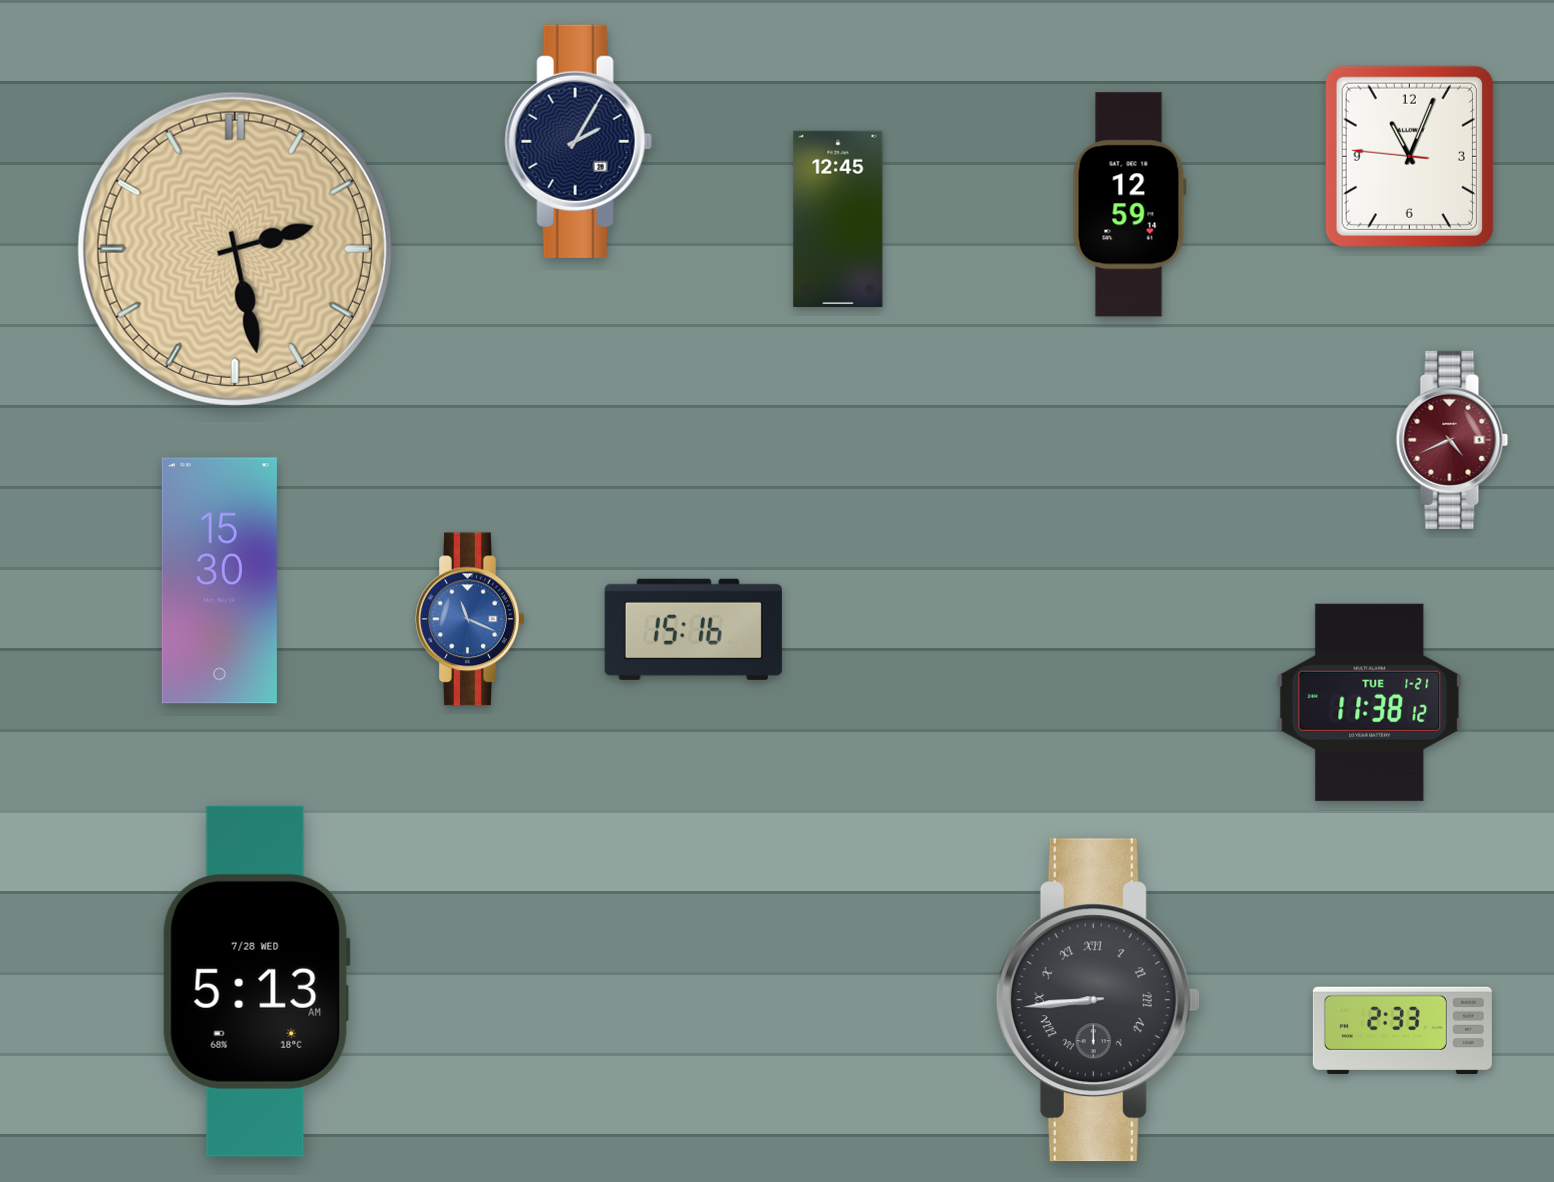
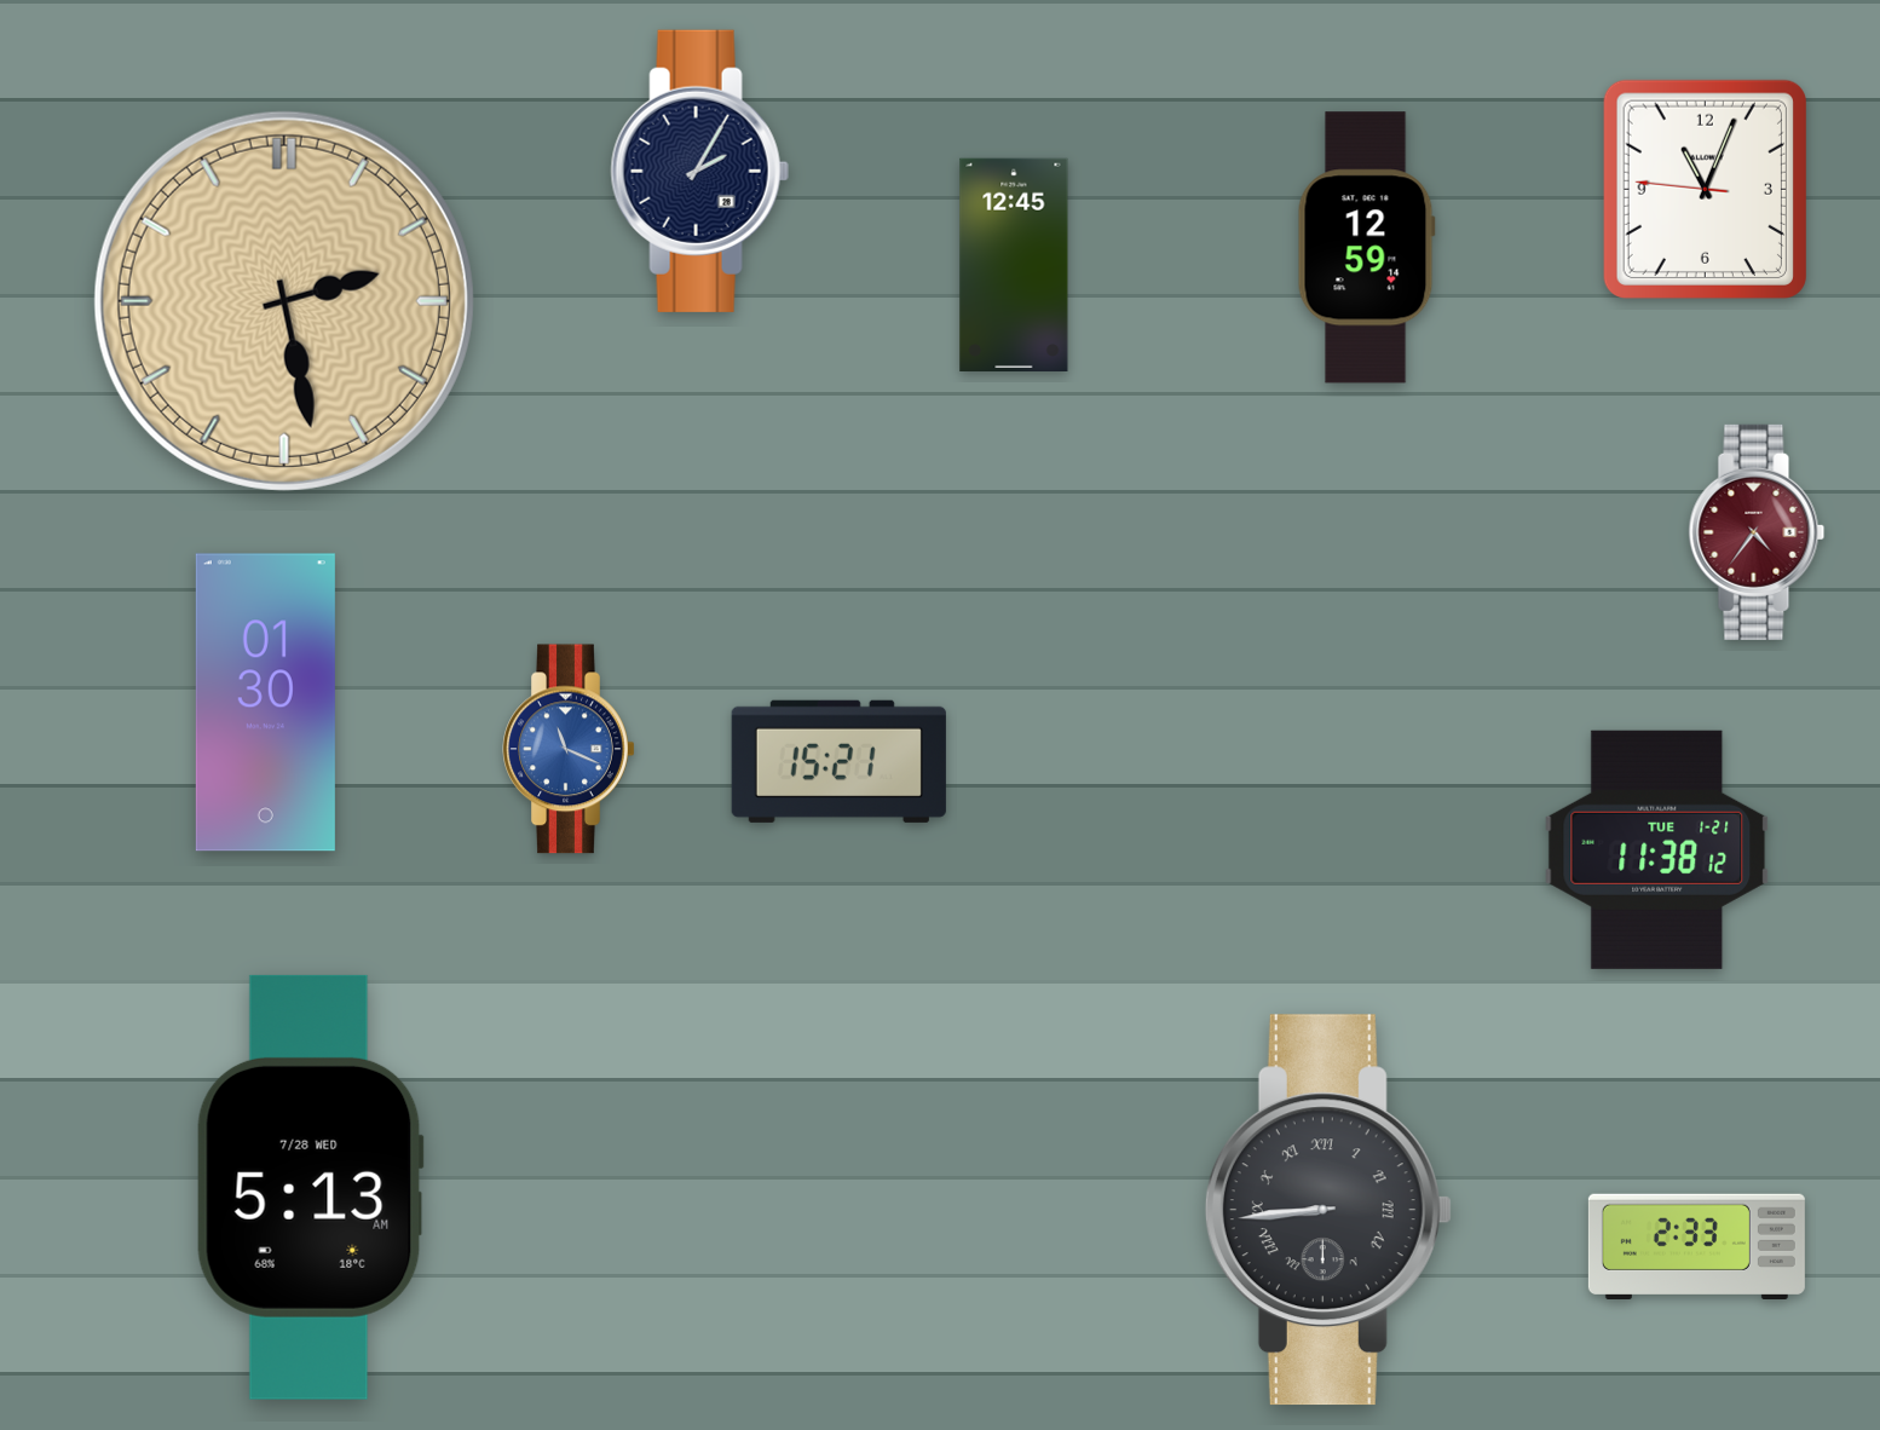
clock at (1452, 440): 4:41 -> 4:36
clock at (219, 581): 15:30 -> 01:30
clock at (693, 629): 15:16 -> 15:21
